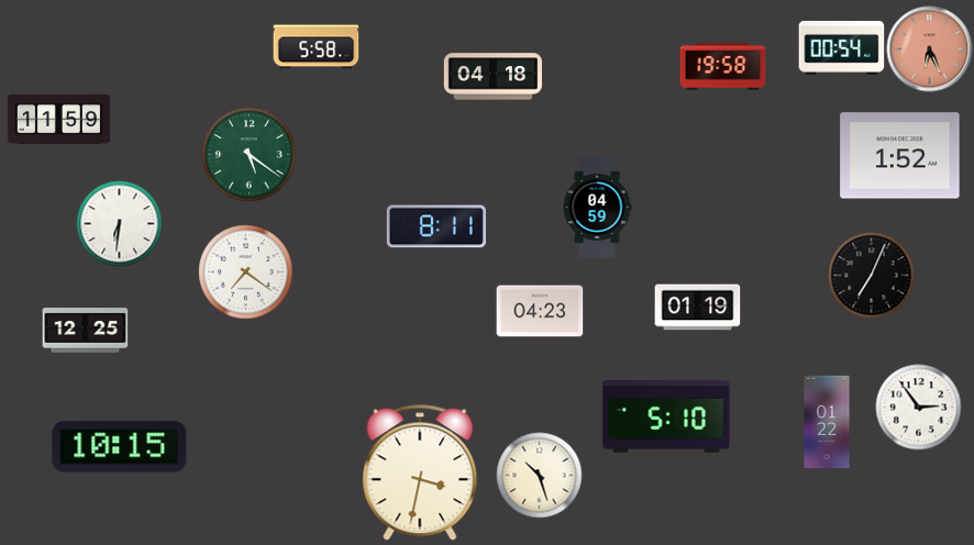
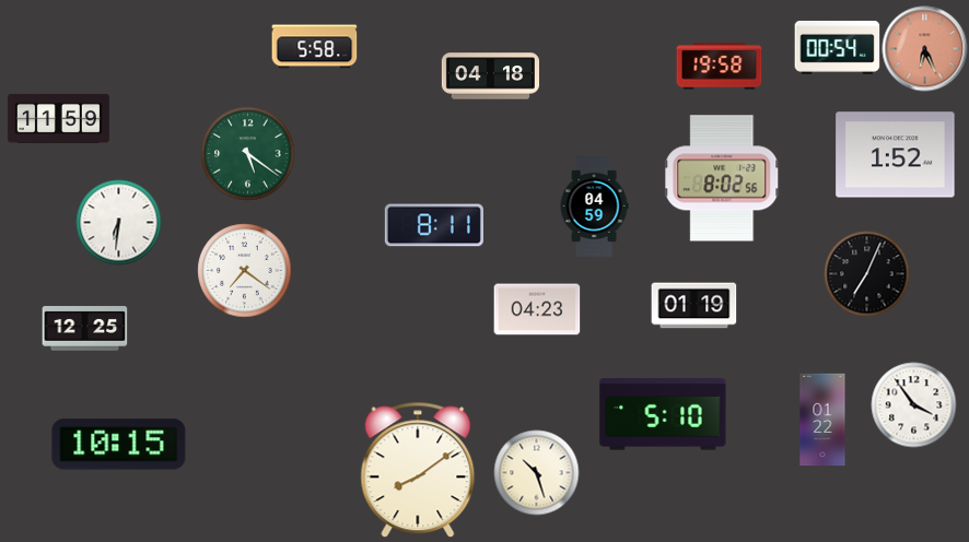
clock at (723, 178): none -> 8:02
clock at (918, 407): 2:54 -> 3:54
clock at (420, 472): 3:32 -> 8:09
